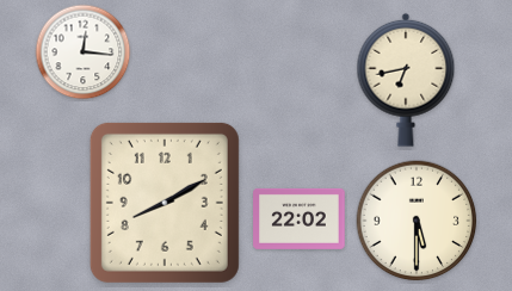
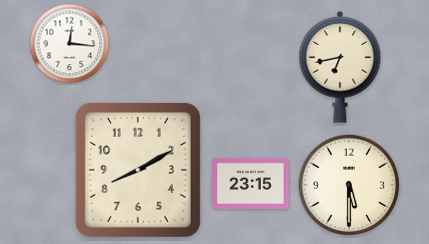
clock at (300, 218): 22:02 -> 23:15
